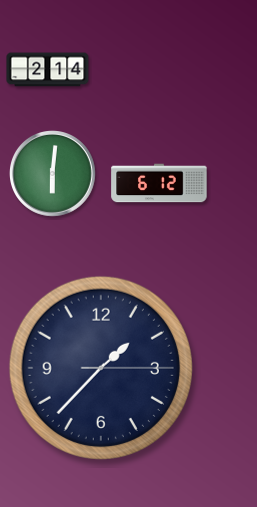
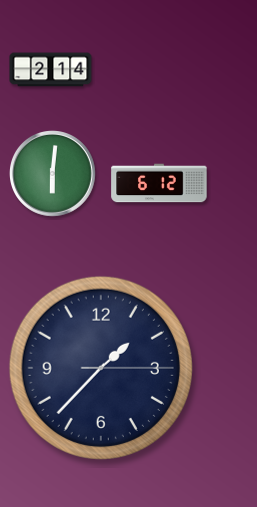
clock at (48, 70) position: (48, 70) -> (51, 70)
